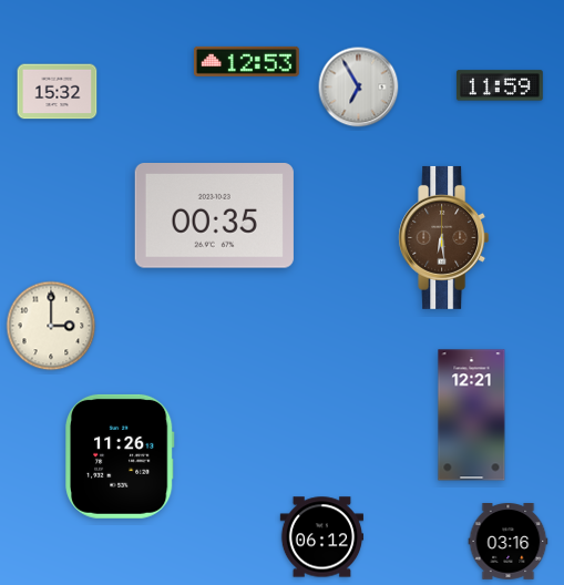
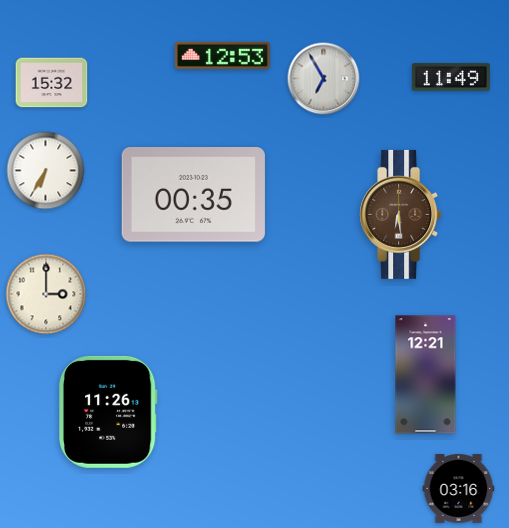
clock at (500, 85): 11:59 -> 11:49
clock at (46, 171): none -> 6:35
clock at (321, 537): 06:12 -> none
